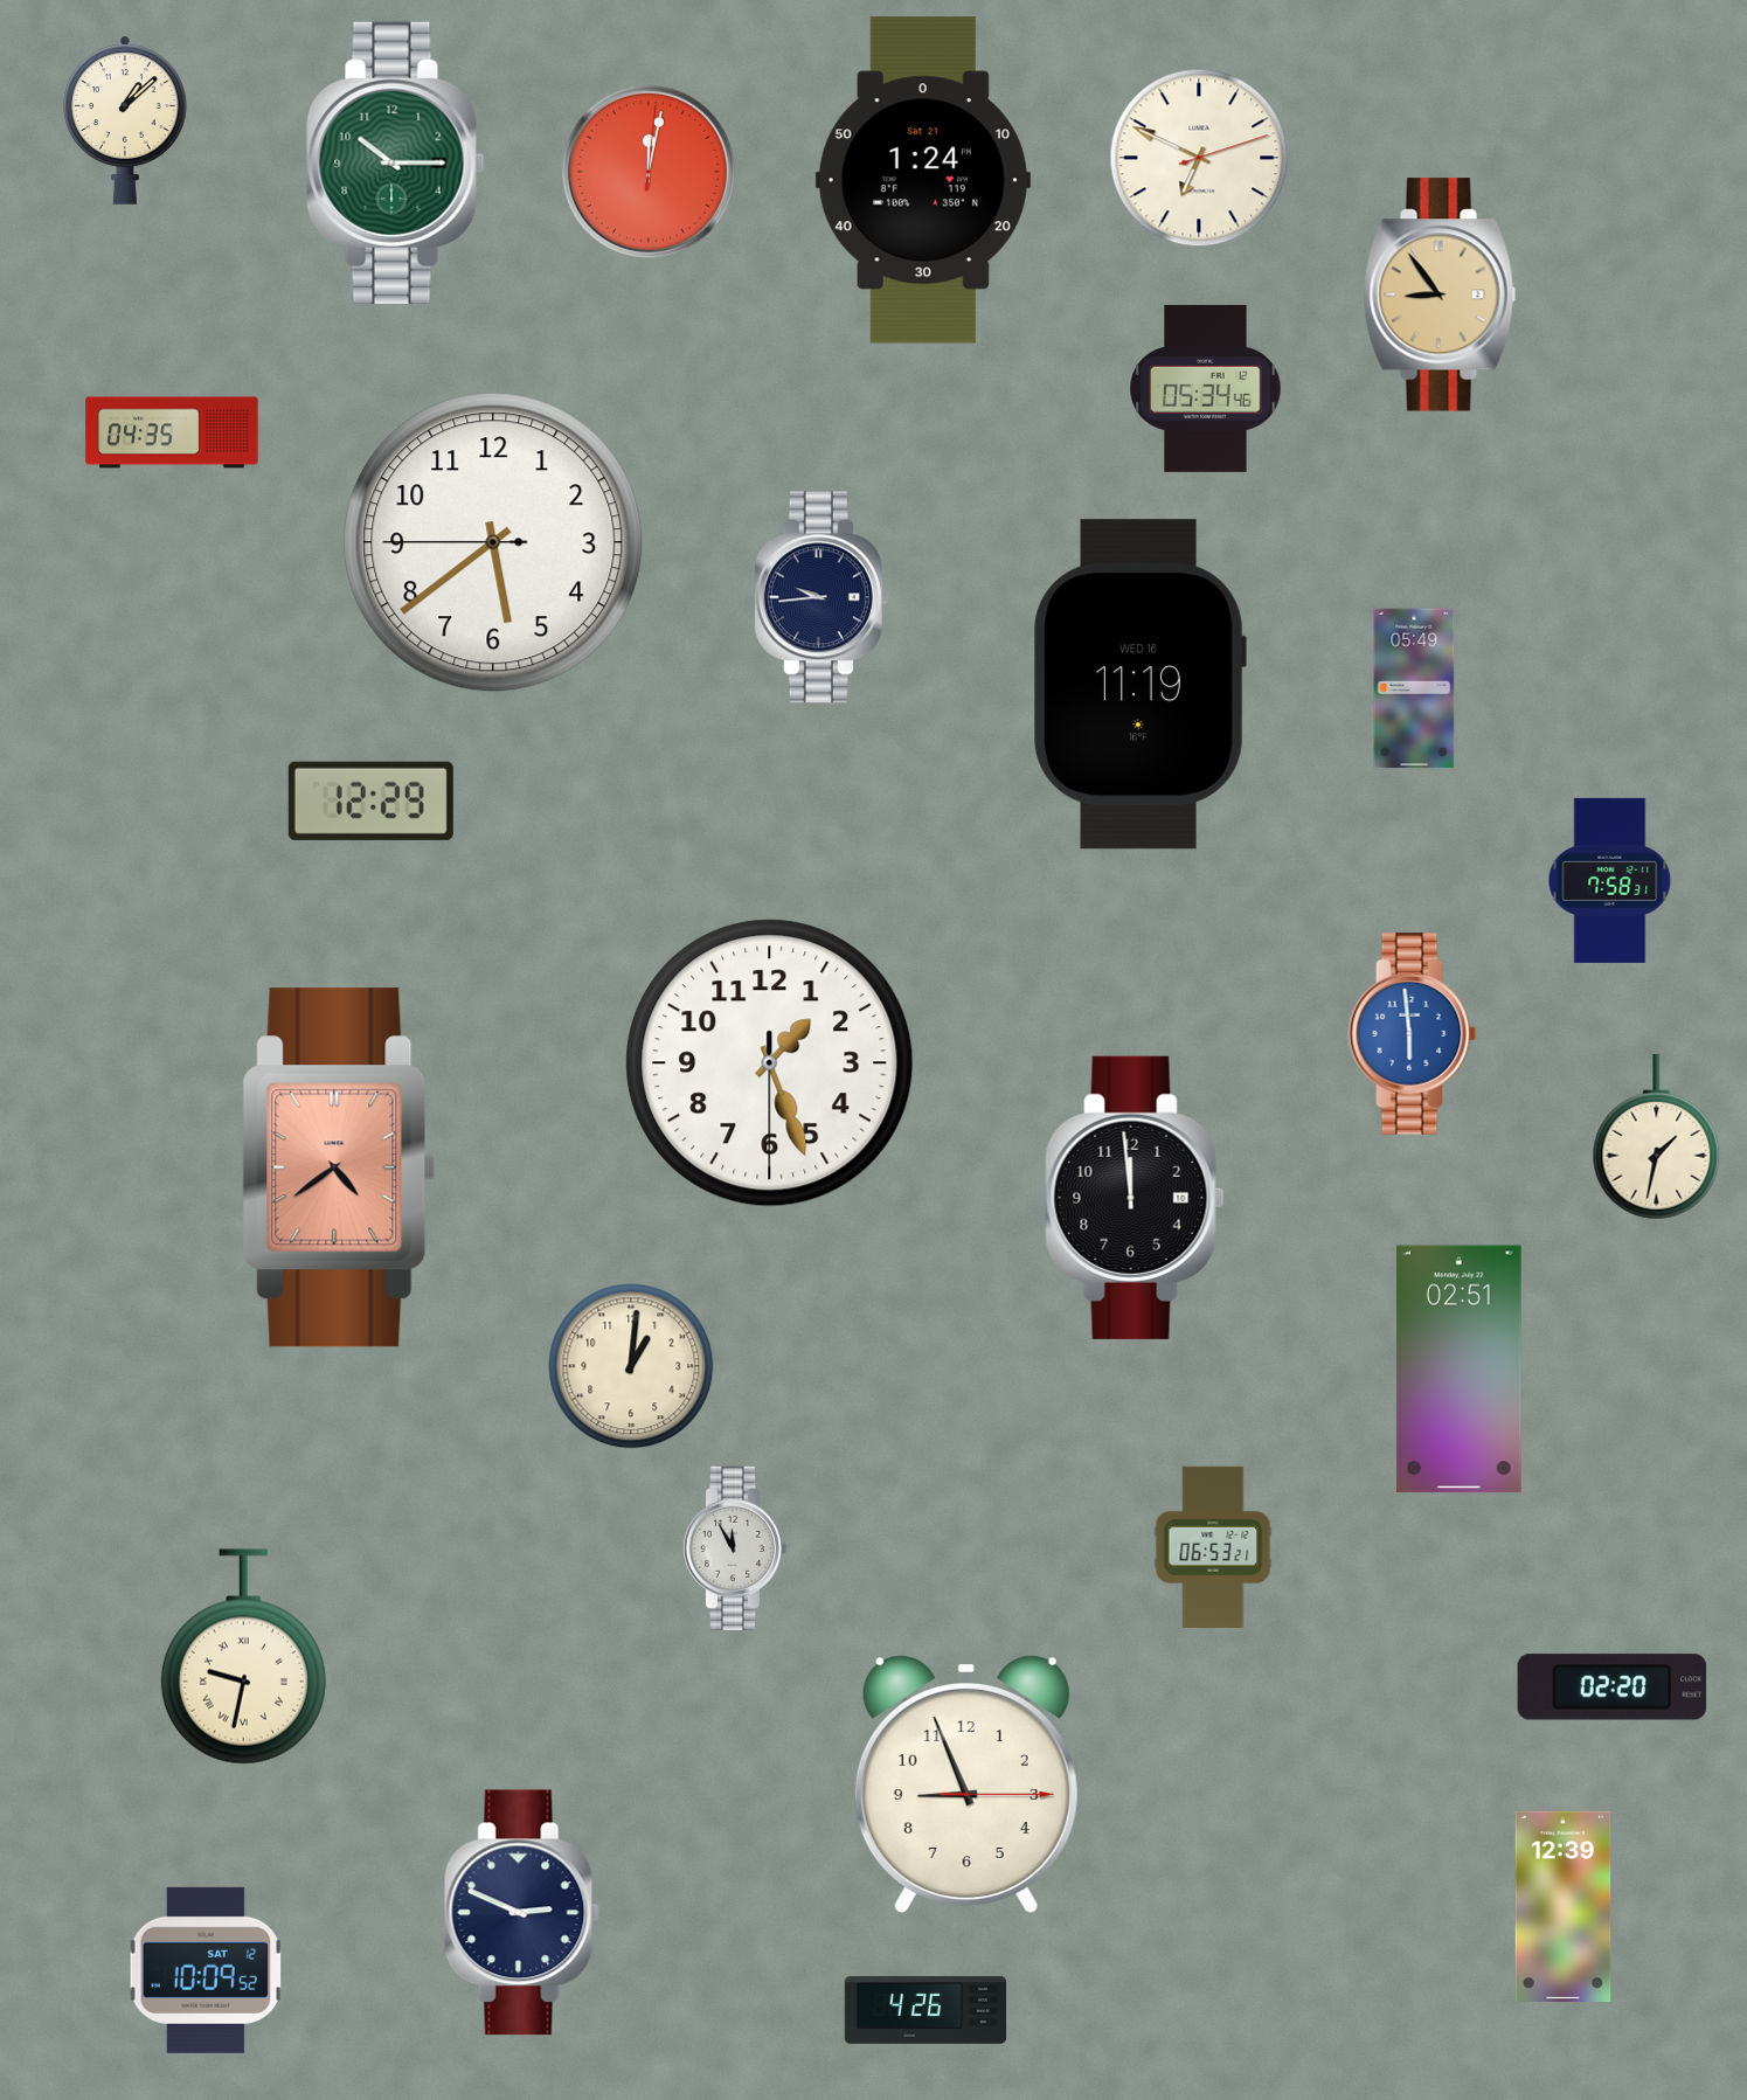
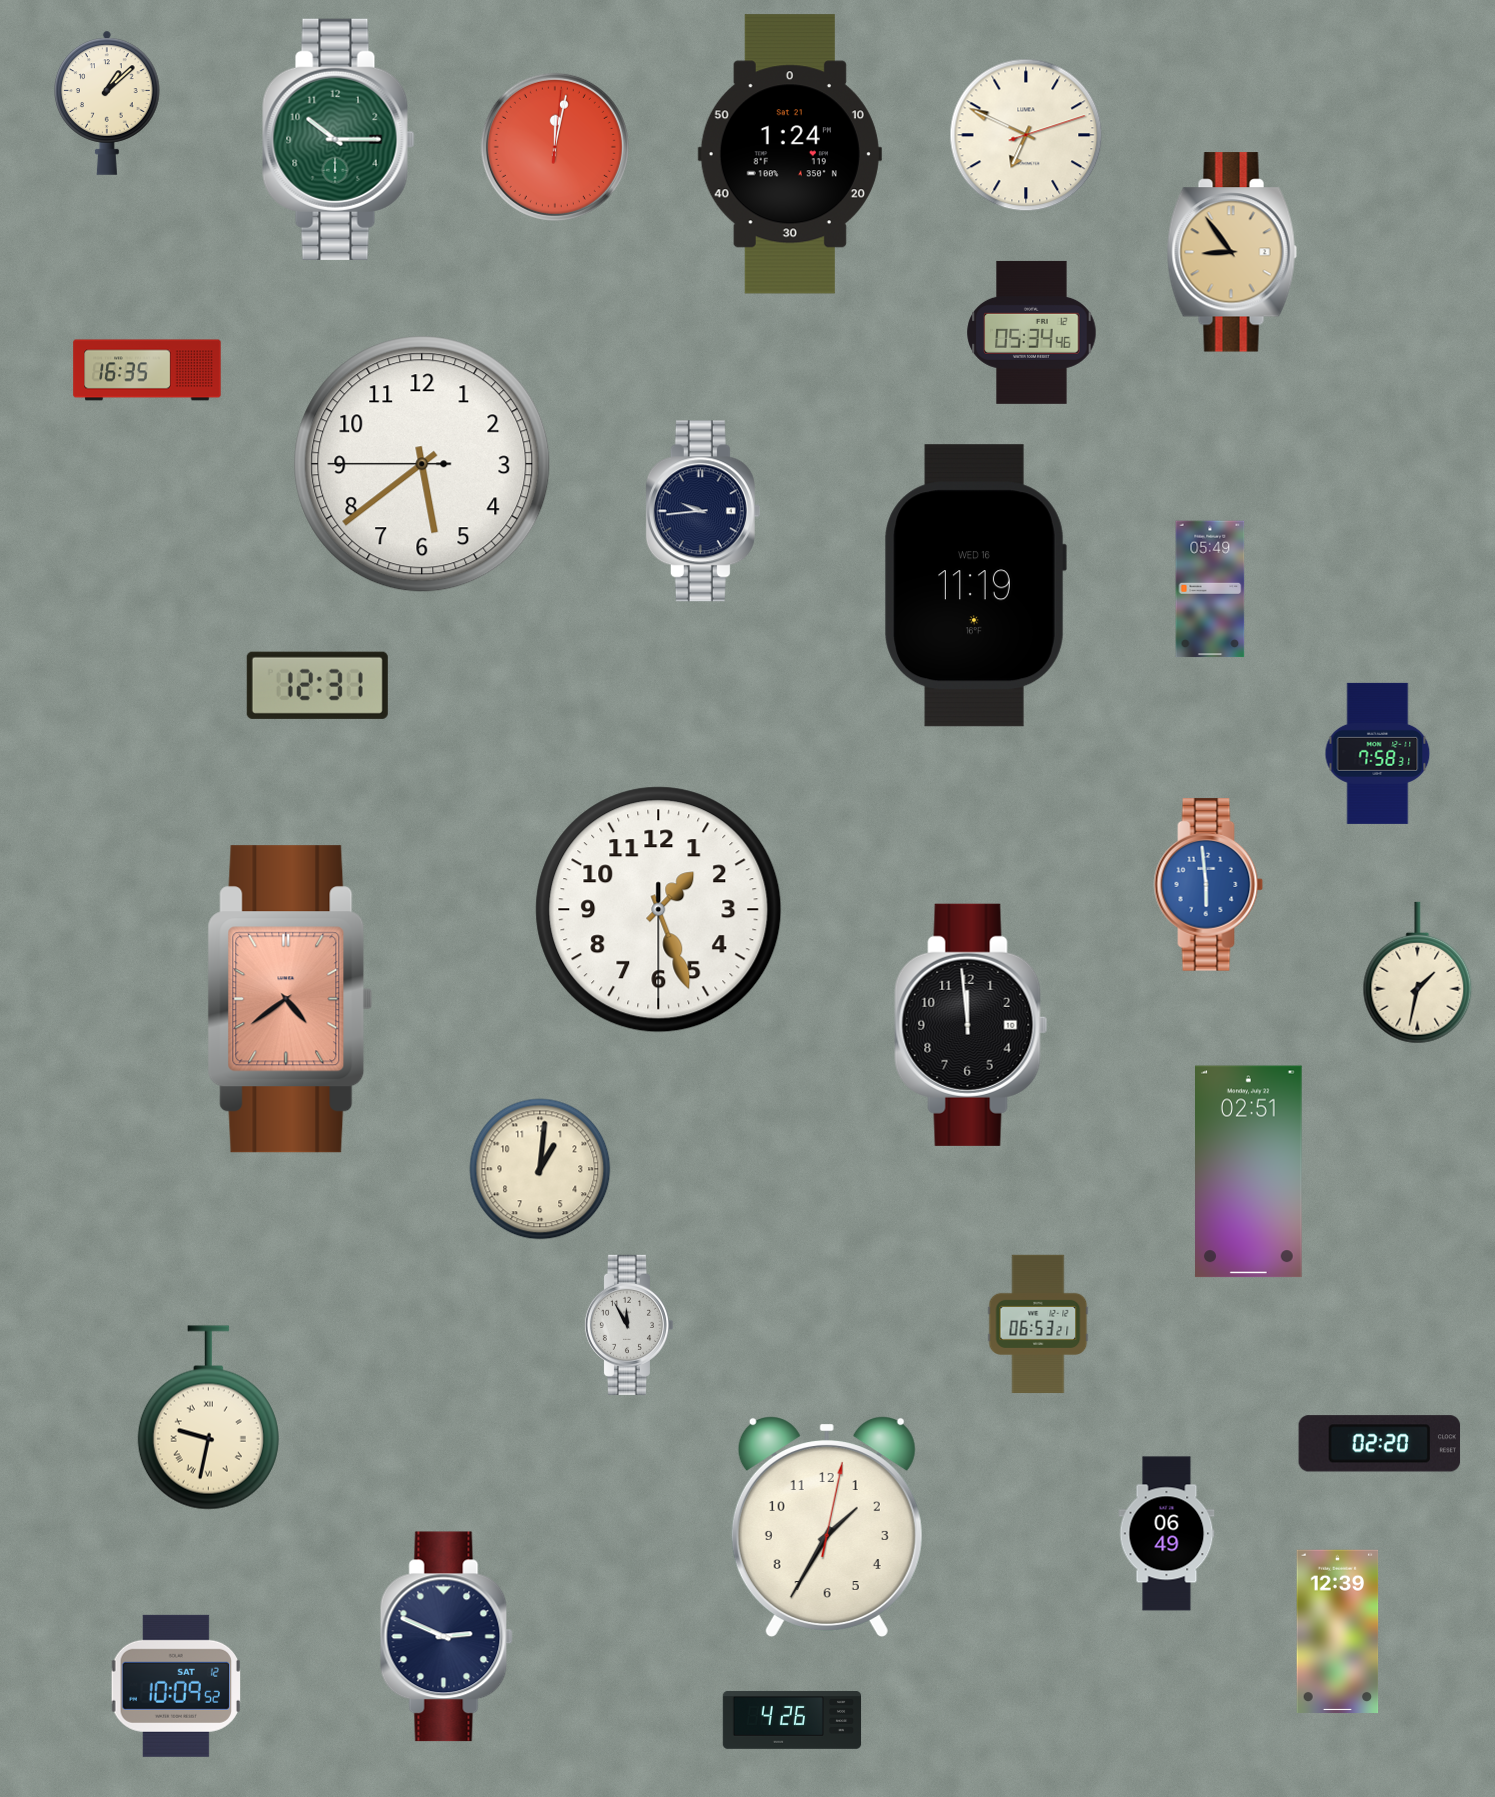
clock at (172, 432): 04:35 -> 16:35
clock at (370, 801): 12:29 -> 12:31
clock at (966, 1784): 8:56 -> 1:35
clock at (1167, 1534): none -> 06:49
